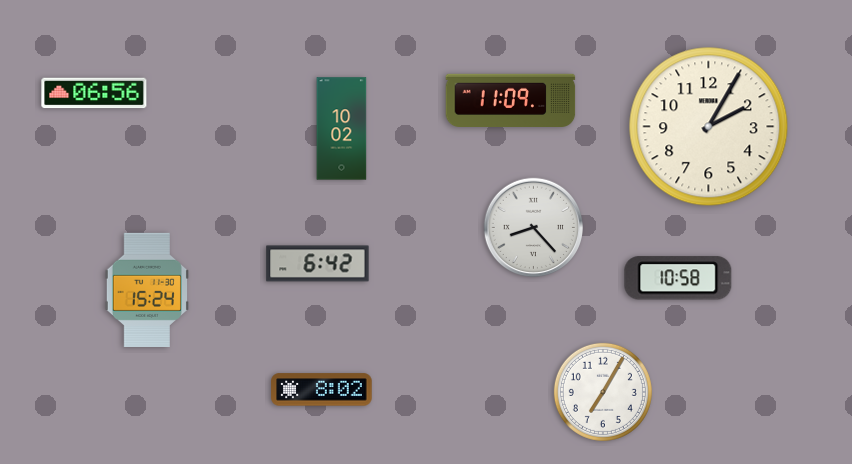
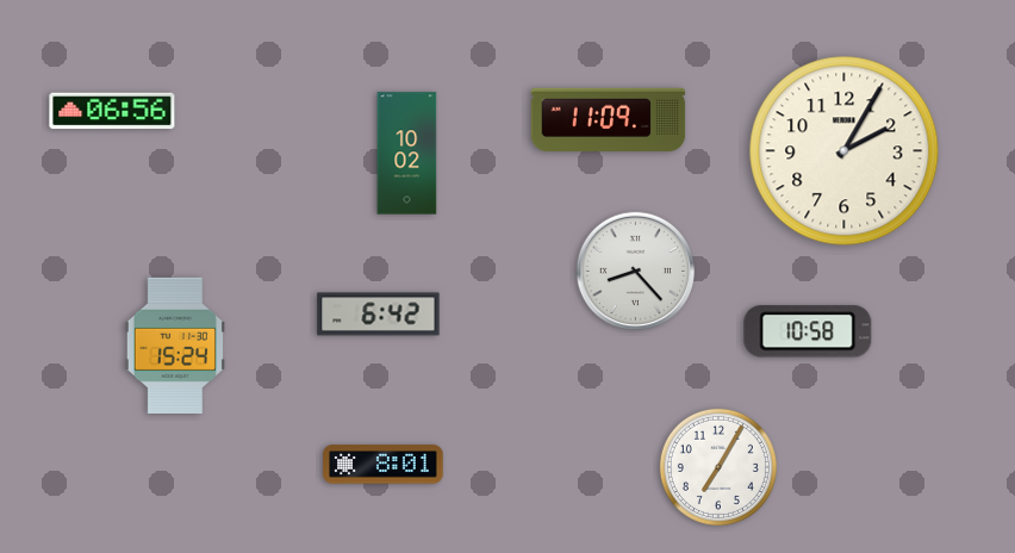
clock at (322, 390): 8:02 -> 8:01
